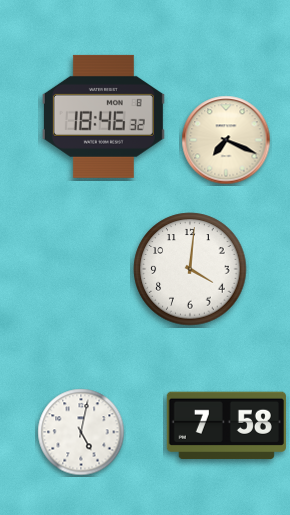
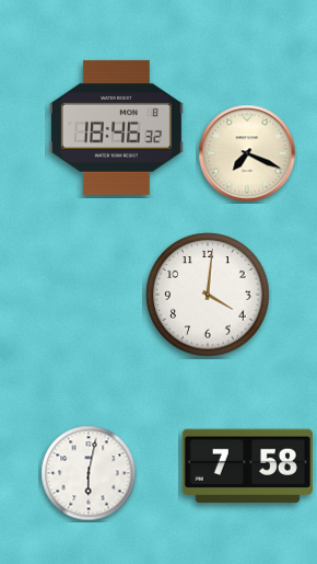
clock at (103, 116) position: (103, 116) -> (116, 127)
clock at (81, 432): 5:02 -> 6:02
